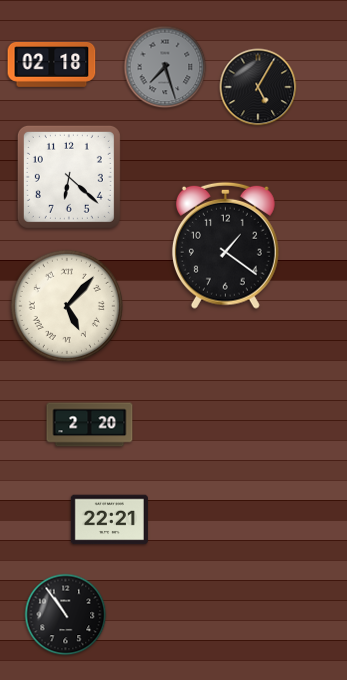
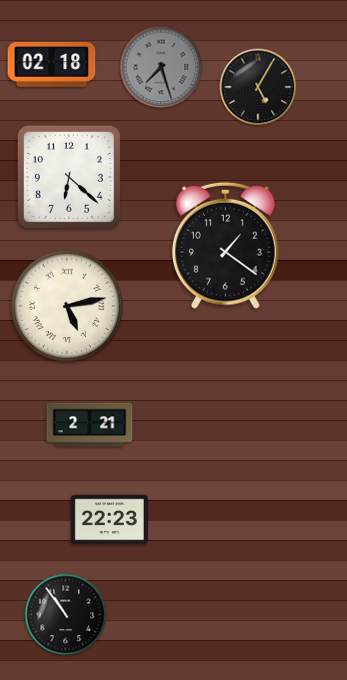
clock at (165, 67) position: (165, 67) -> (161, 67)
clock at (67, 306): 5:07 -> 5:13
clock at (90, 425): 2:20 -> 2:21
clock at (109, 520): 22:21 -> 22:23
